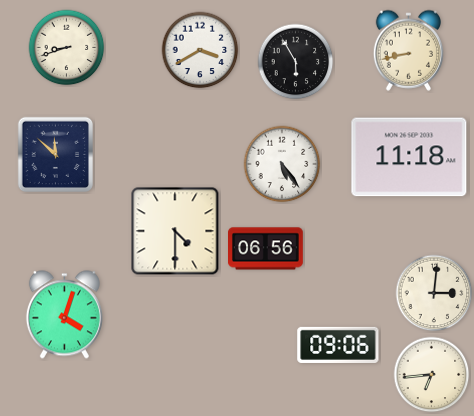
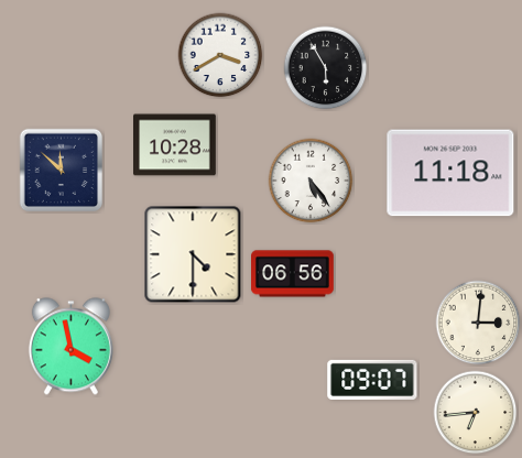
clock at (67, 48): 8:42 -> none
clock at (408, 50): 8:43 -> none
clock at (175, 145): none -> 10:28
clock at (64, 315): 4:03 -> 3:58
clock at (338, 345): 09:06 -> 09:07
